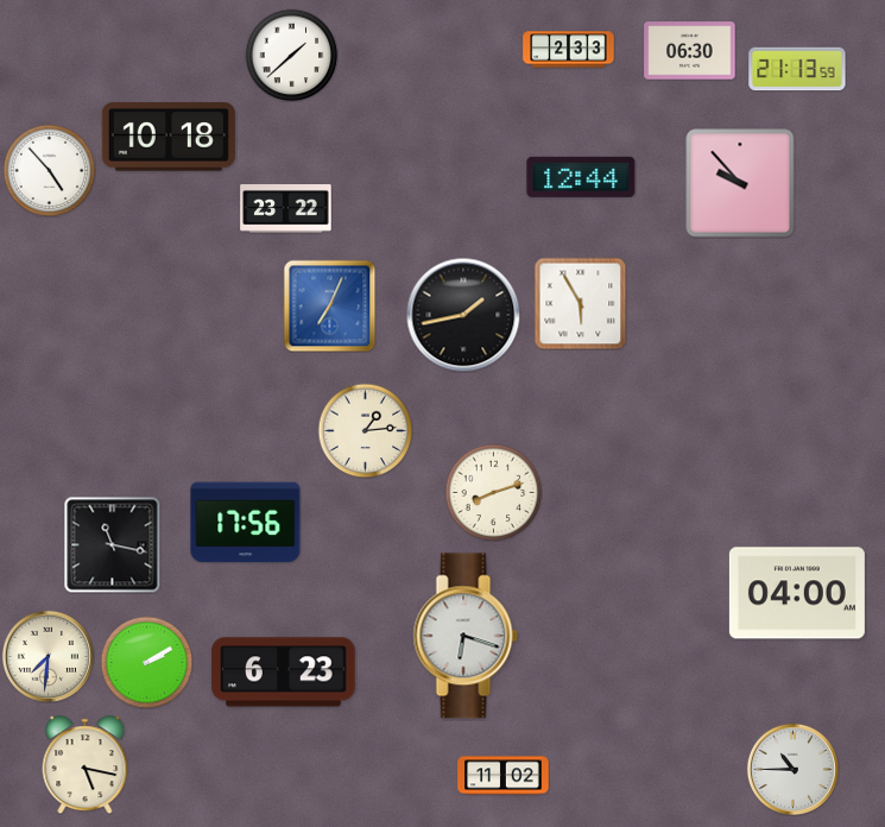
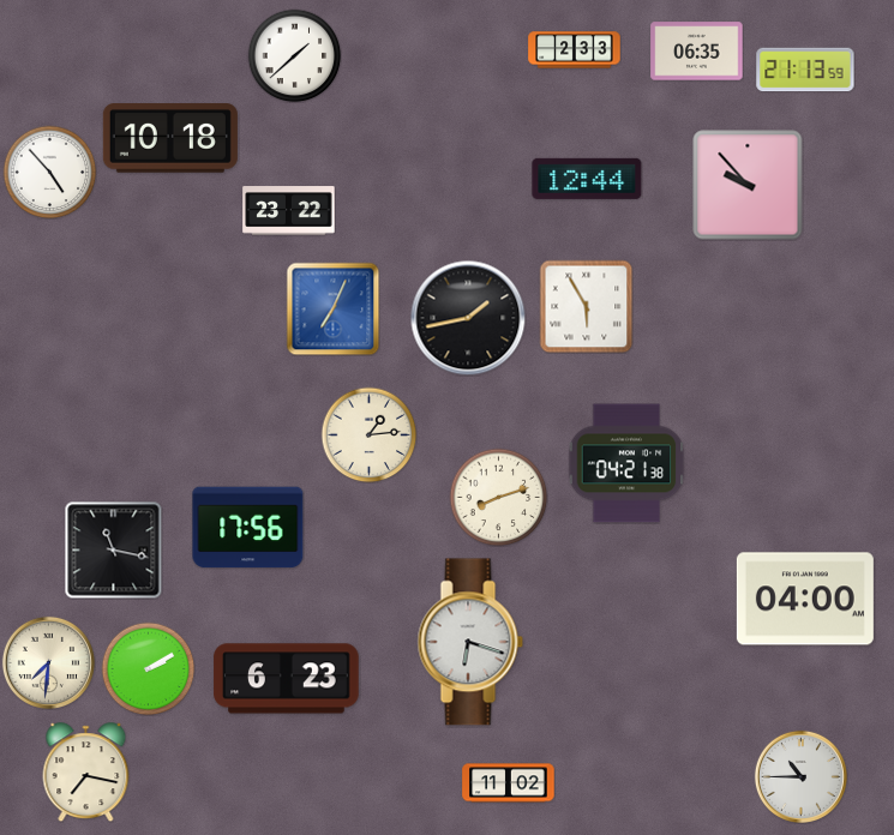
clock at (690, 51): 06:30 -> 06:35
clock at (626, 463): none -> 04:21
clock at (86, 765): 5:17 -> 7:17
